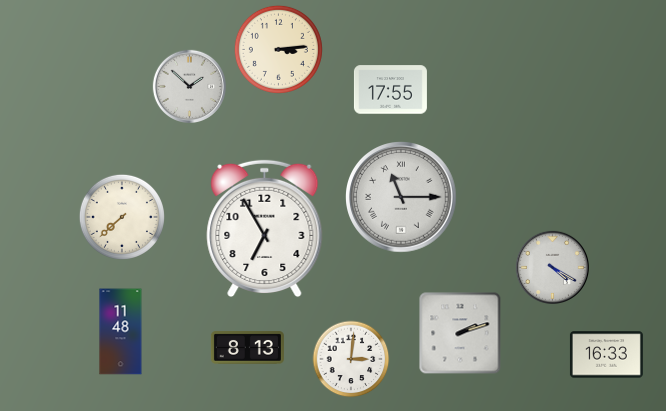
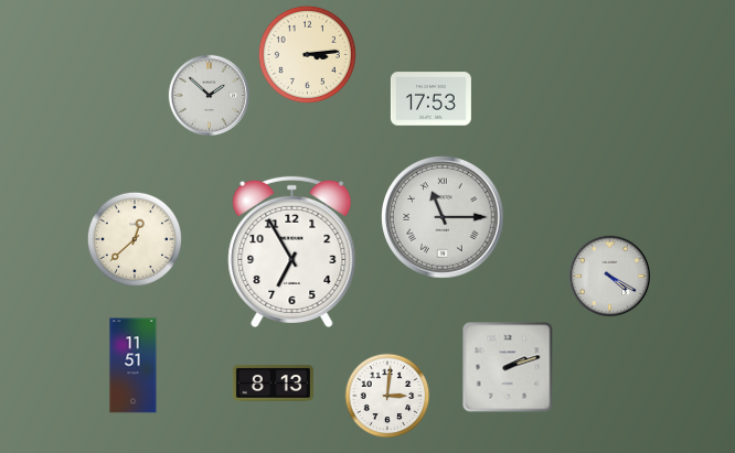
clock at (390, 90): 17:55 -> 17:53
clock at (122, 217): 7:38 -> 12:38
clock at (552, 267) position: (552, 267) -> (609, 276)
clock at (121, 332): 11:48 -> 11:51
clock at (606, 355): 16:33 -> none
